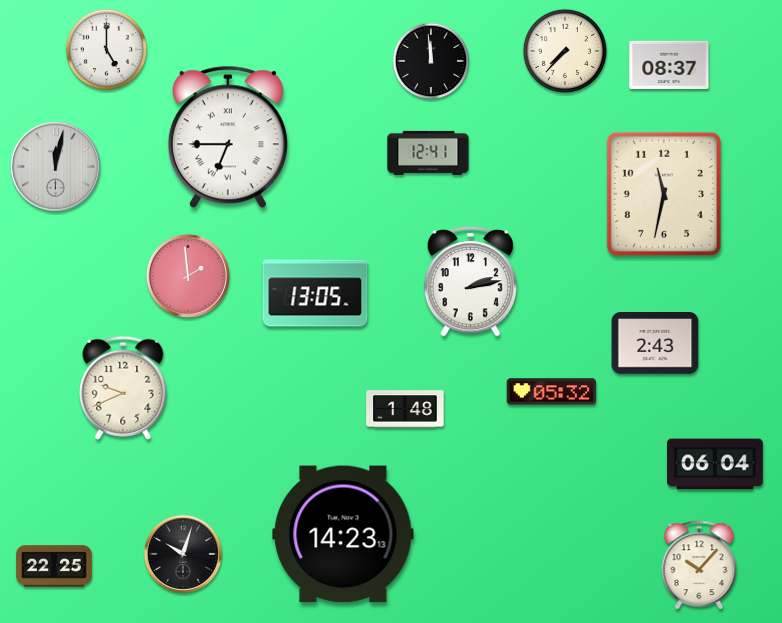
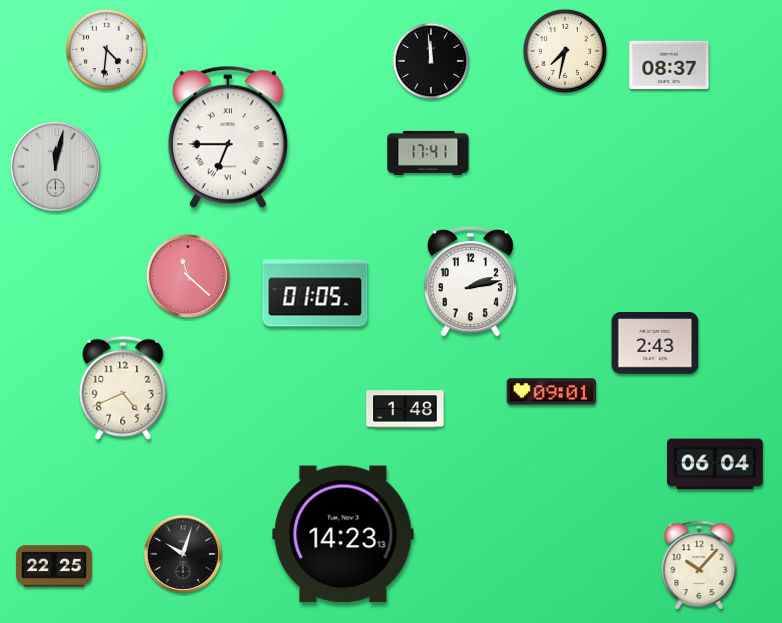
clock at (107, 50): 5:00 -> 4:31
clock at (564, 50): 7:37 -> 7:32
clock at (428, 153): 12:41 -> 17:41
clock at (664, 194): 11:32 -> none
clock at (188, 276): 1:59 -> 11:22
clock at (315, 293): 13:05 -> 01:05
clock at (123, 388): 9:41 -> 4:41
clock at (552, 392): 05:32 -> 09:01
